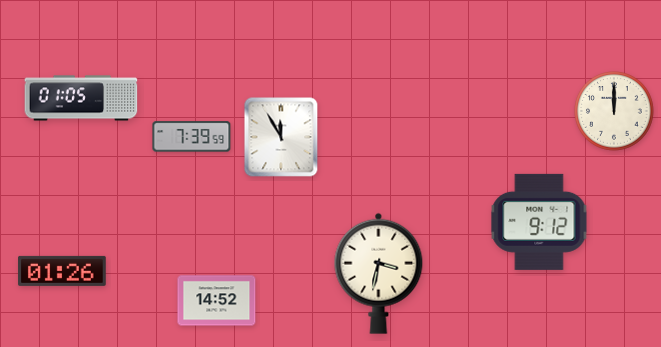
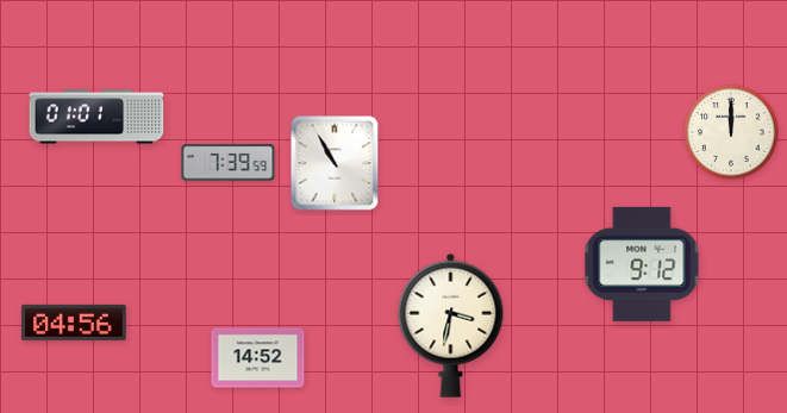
clock at (81, 98): 01:05 -> 01:01
clock at (281, 137): 11:55 -> 10:55
clock at (62, 271): 01:26 -> 04:56
